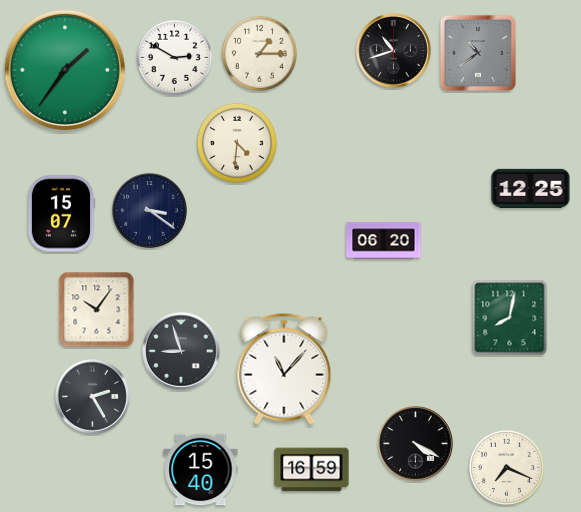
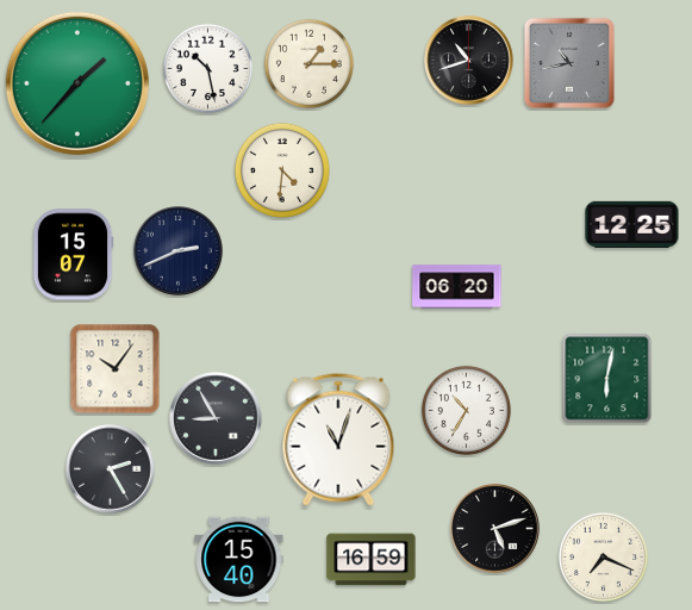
clock at (478, 53): 10:39 -> 10:43
clock at (174, 57): 2:50 -> 10:28
clock at (65, 70): 1:36 -> 1:37
clock at (150, 211): 3:21 -> 2:41
clock at (510, 318): 8:02 -> 6:02
clock at (466, 410): none -> 10:35
clock at (181, 351): 8:57 -> 8:55
clock at (284, 369): 11:07 -> 11:03
clock at (93, 397) position: (93, 397) -> (111, 469)
clock at (416, 444): 4:20 -> 5:12
